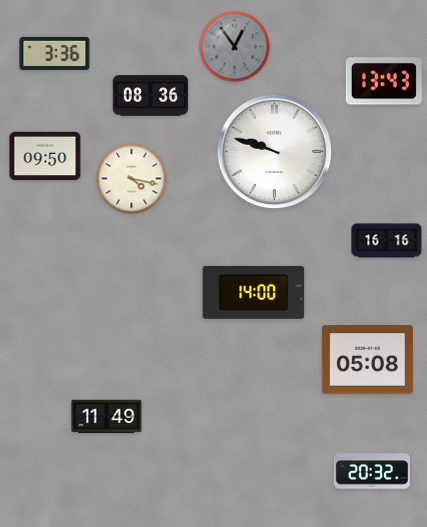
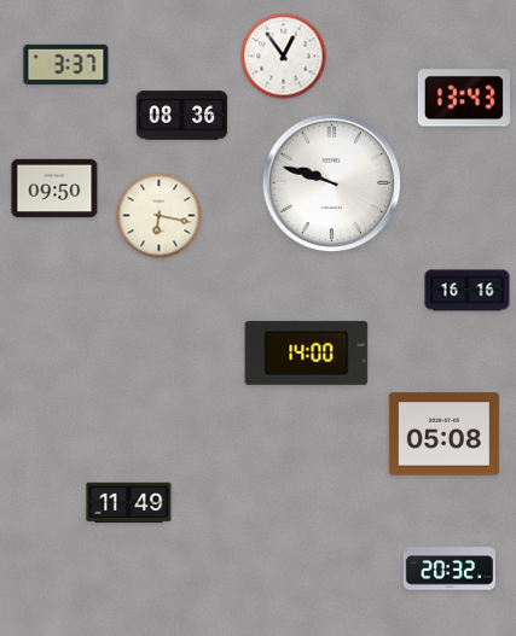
clock at (235, 47) dial: grey -> white
clock at (55, 53): 3:36 -> 3:37
clock at (132, 179): 4:17 -> 6:17
